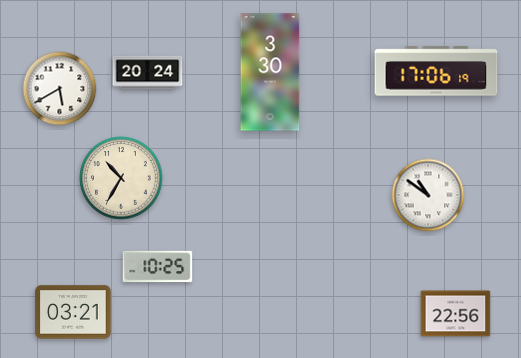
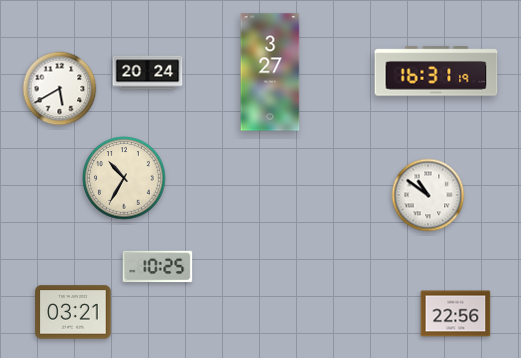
clock at (436, 71): 17:06 -> 16:31
clock at (270, 72): 3:30 -> 3:27
clock at (121, 178) position: (121, 178) -> (124, 178)
